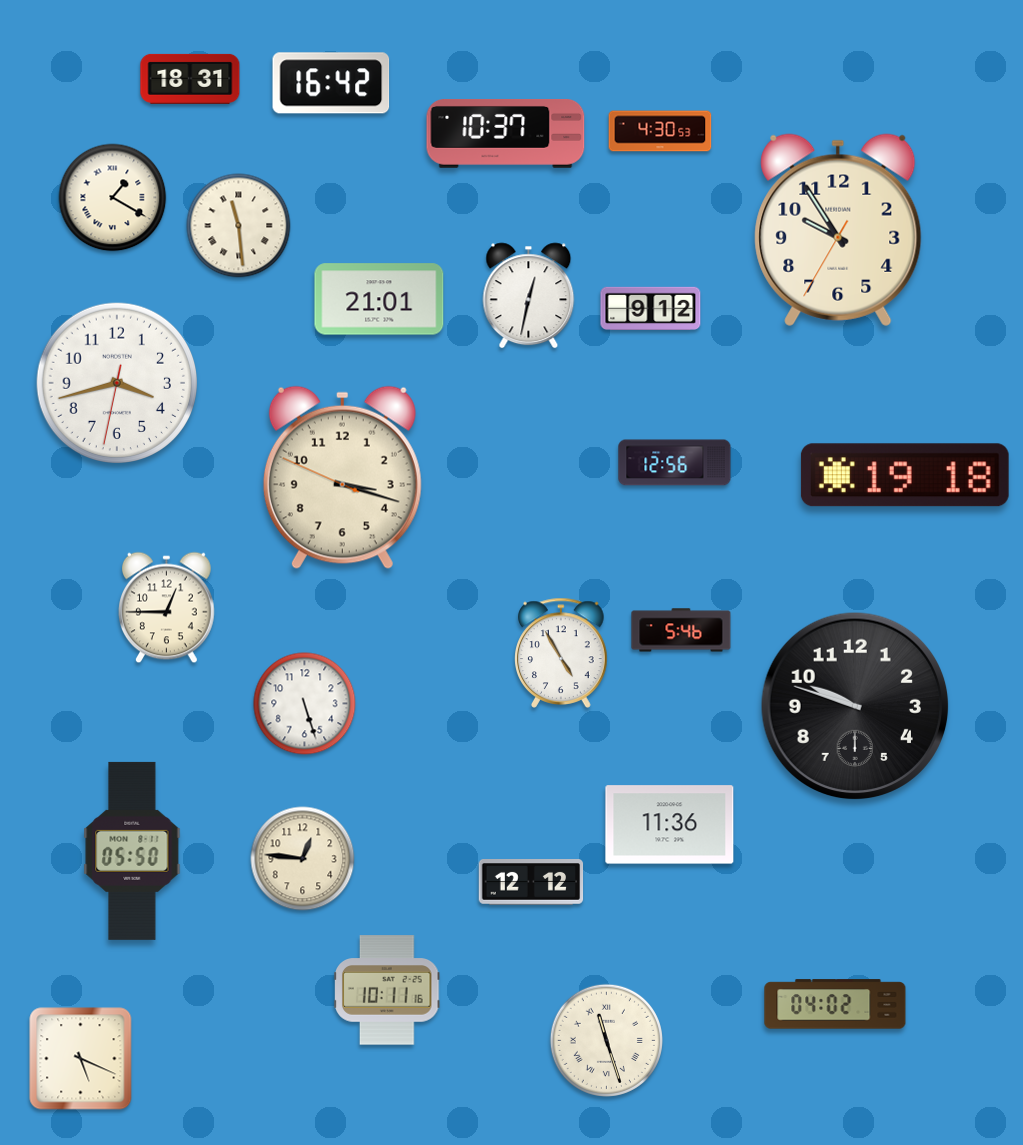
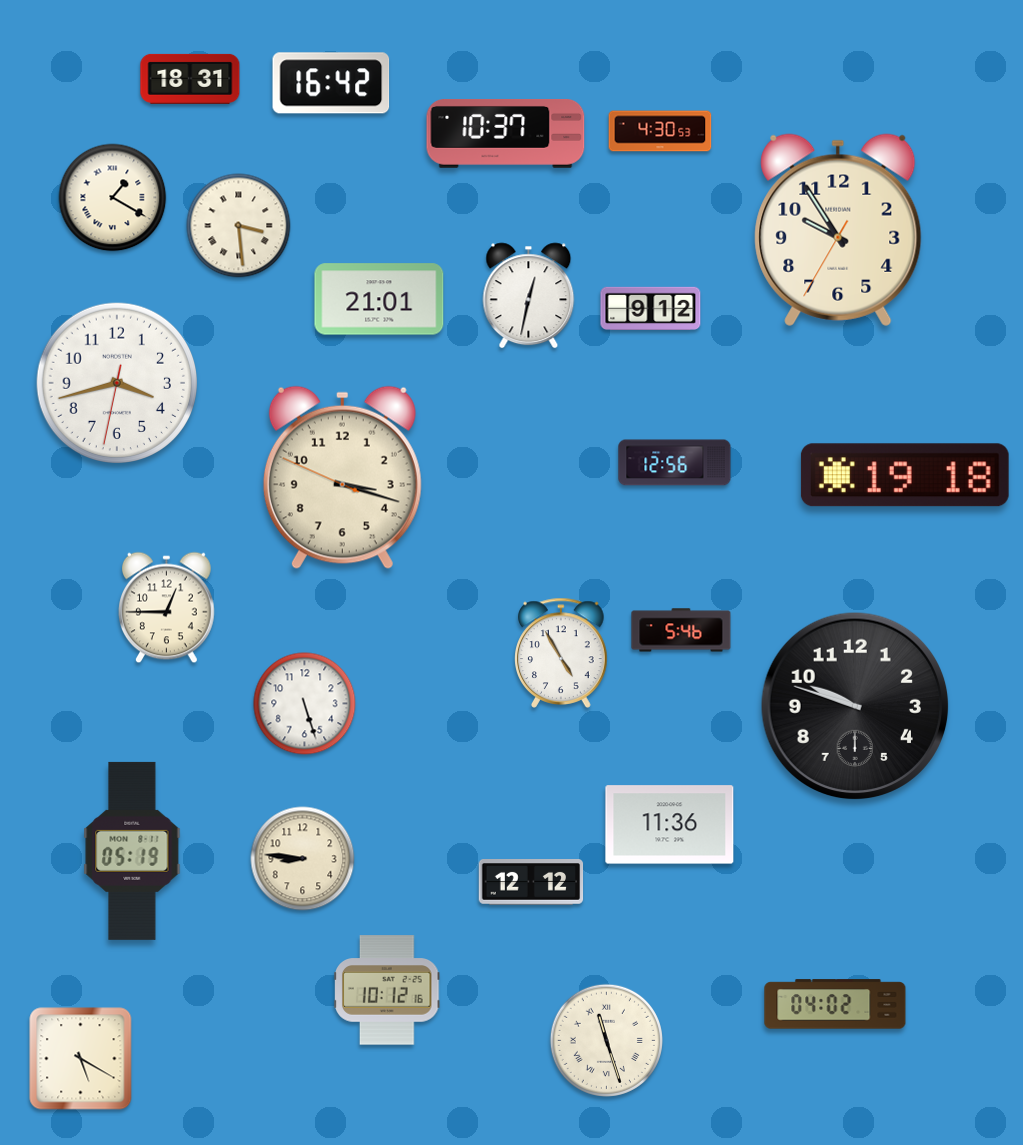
clock at (239, 226): 11:29 -> 3:29
clock at (132, 851): 05:50 -> 05:19
clock at (303, 859): 12:46 -> 8:46
clock at (388, 990): 10:11 -> 10:12
clock at (81, 1059): 5:19 -> 5:20
